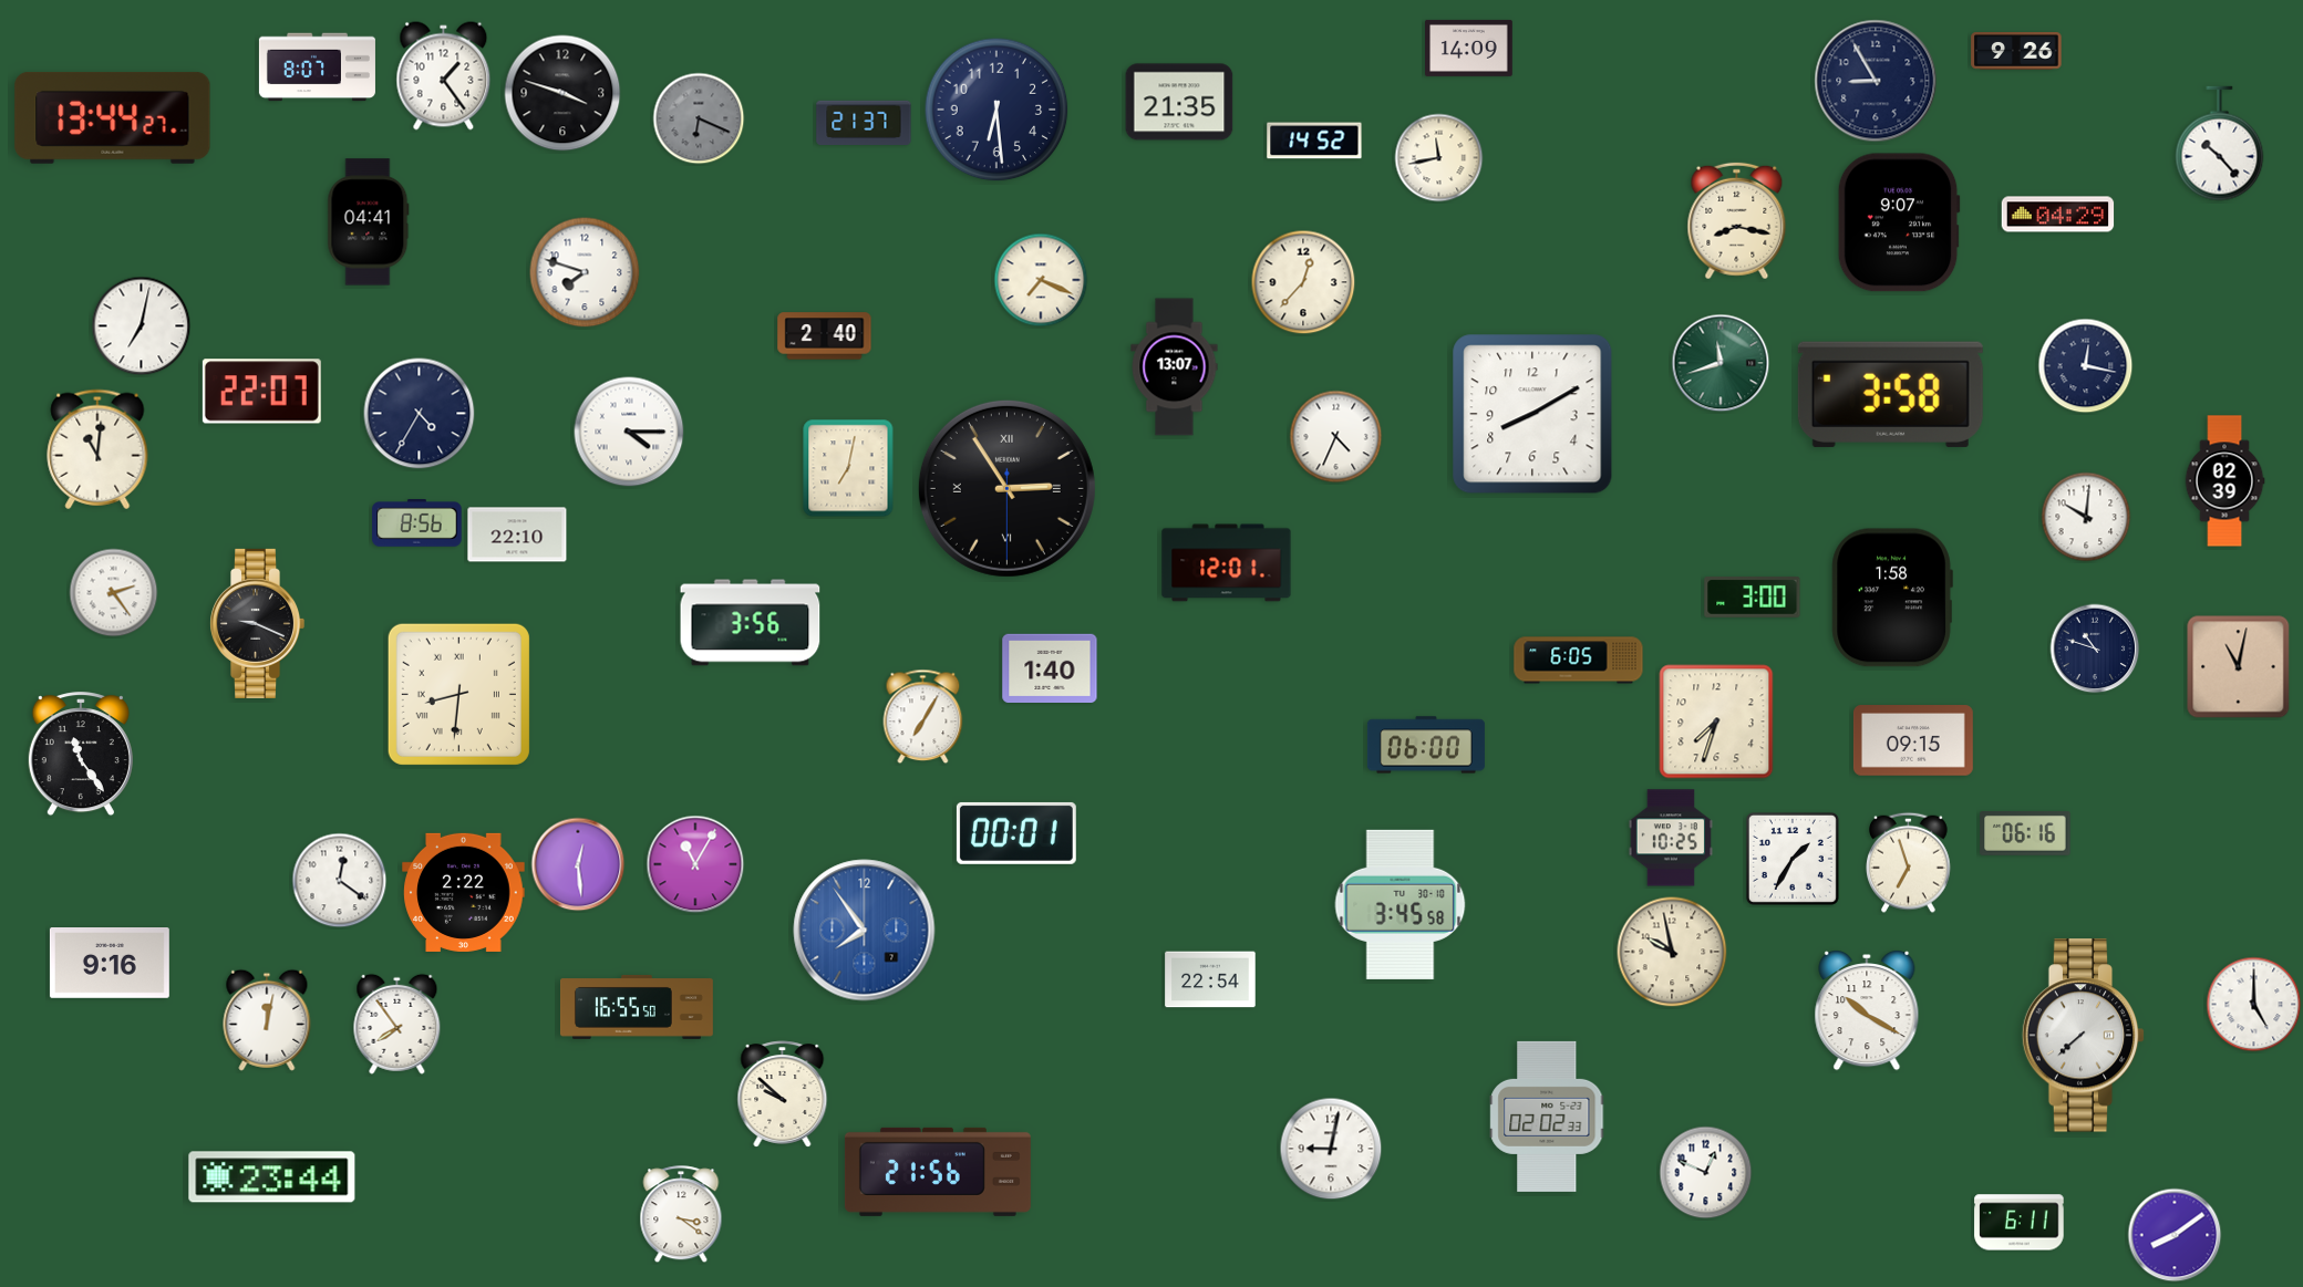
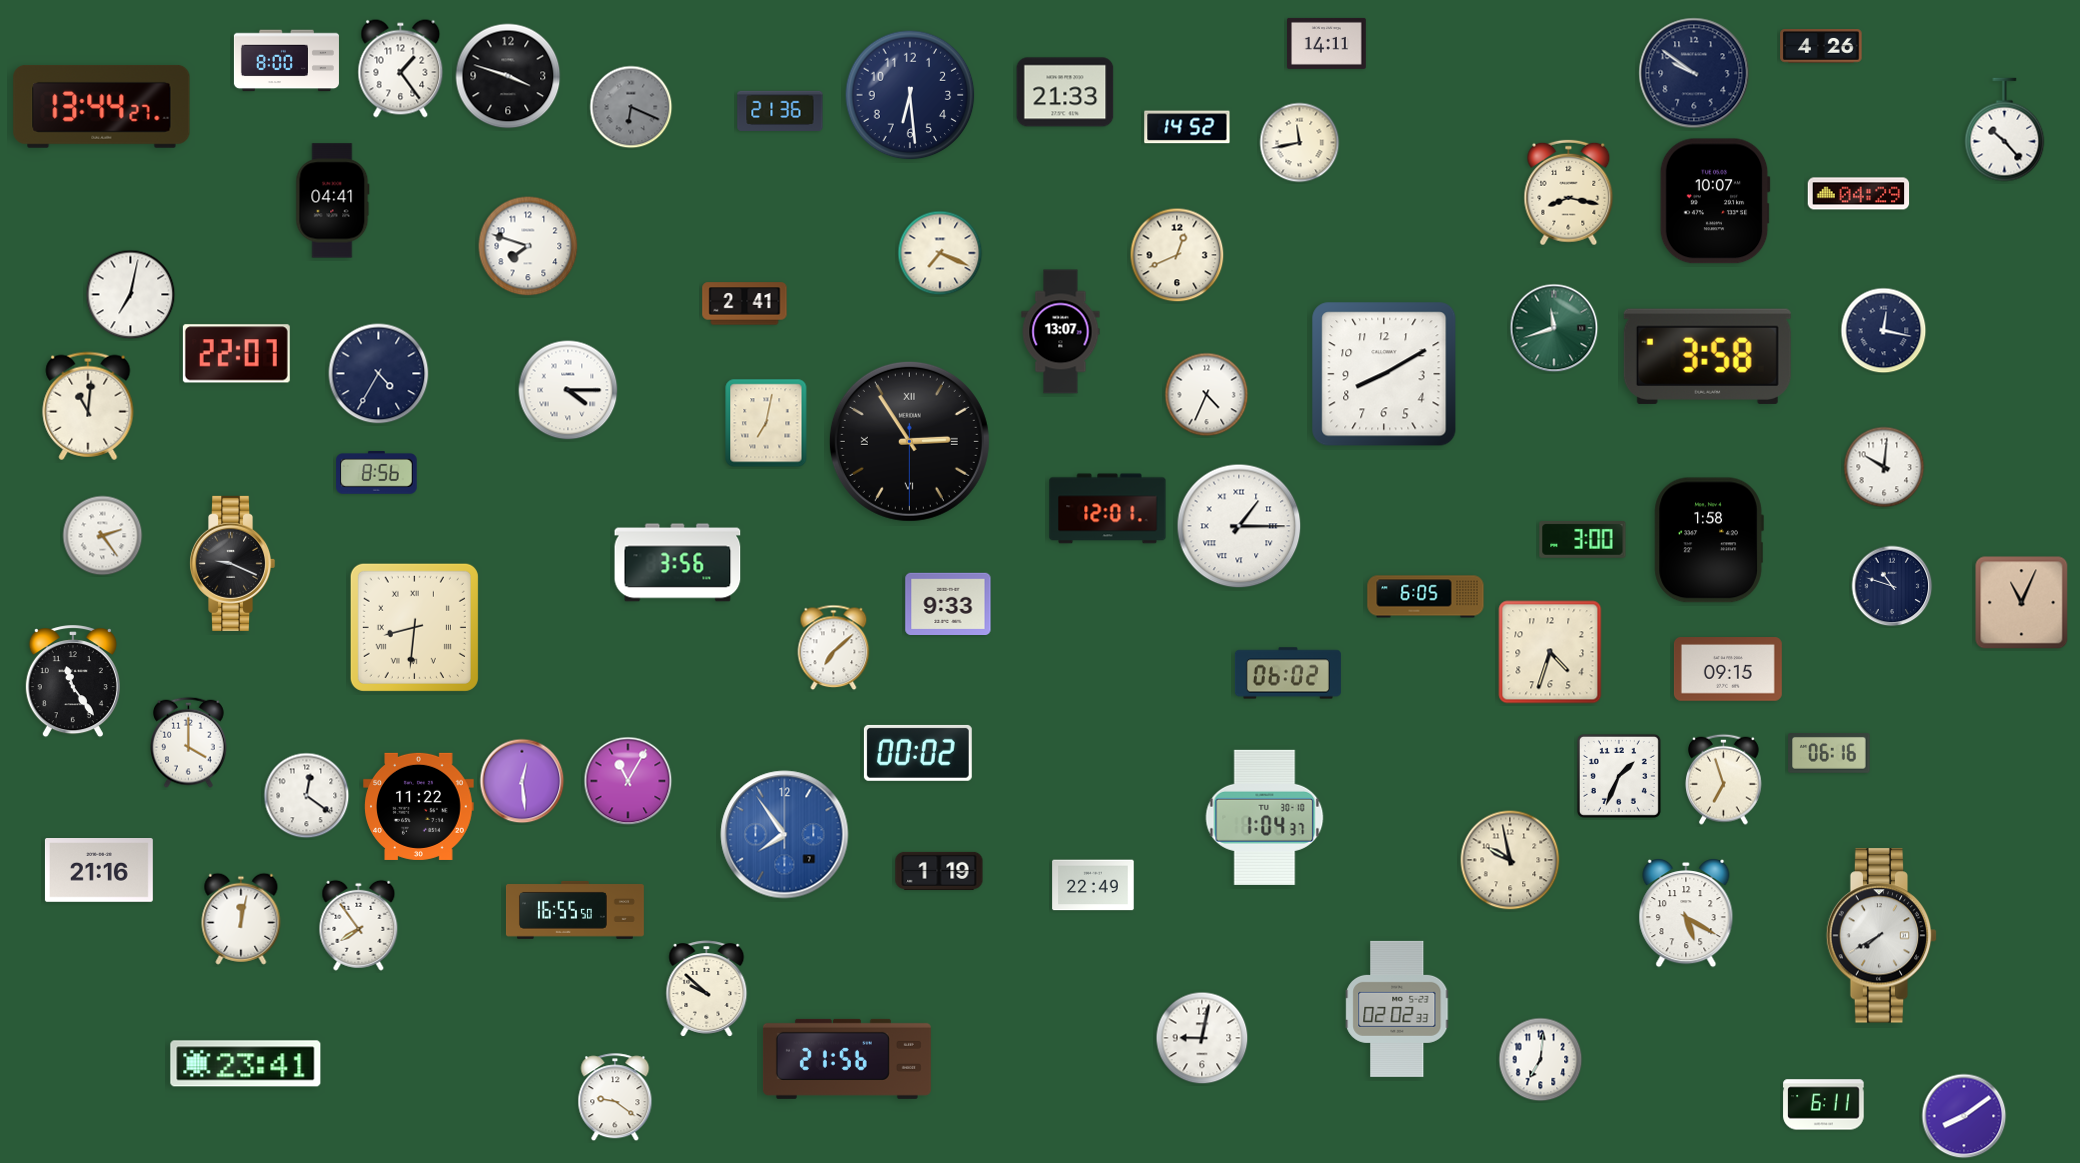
clock at (1469, 48): 14:09 -> 14:11
clock at (2016, 52): 9:26 -> 4:26
clock at (317, 68): 8:07 -> 8:00
clock at (1876, 81): 8:55 -> 9:51
clock at (562, 93) position: (562, 93) -> (508, 76)
clock at (1179, 102): 21:35 -> 21:33
clock at (996, 110) position: (996, 110) -> (910, 95)
clock at (864, 123): 21:37 -> 21:36
clock at (1737, 221) position: (1737, 221) -> (1569, 193)
clock at (1899, 222): 9:07 -> 10:07
clock at (1303, 282): 12:37 -> 12:41
clock at (142, 326) position: (142, 326) -> (131, 295)
clock at (825, 336): 2:40 -> 2:41
clock at (2224, 481): 02:39 -> none
clock at (517, 534): 22:10 -> none
clock at (1239, 526): none -> 1:15
clock at (1050, 667): 1:40 -> 9:33
clock at (2239, 667): 11:02 -> 11:04
clock at (923, 717): 7:05 -> 7:08
clock at (1716, 722): 7:33 -> 4:33
clock at (1426, 745): 06:00 -> 06:02
clock at (189, 742): none -> 4:00
clock at (1016, 833): 00:01 -> 00:02
clock at (1671, 838): 10:25 -> none
clock at (1793, 859): 1:35 -> 1:34
clock at (464, 892): 2:22 -> 11:22
clock at (1401, 904): 3:45 -> 1:04
clock at (865, 931) position: (865, 931) -> (785, 835)
clock at (110, 964): 9:16 -> 21:16
clock at (939, 871): none -> 1:19
clock at (1210, 979): 22:54 -> 22:49
clock at (2254, 1005): 5:00 -> none
clock at (1867, 1011): 10:20 -> 5:20
clock at (267, 1020) position: (267, 1020) -> (241, 919)
clock at (2084, 1036): 7:38 -> 7:40
clock at (1706, 1173): 12:49 -> 7:01
clock at (272, 1177): 23:44 -> 23:41
clock at (681, 1215): 3:21 -> 9:21
